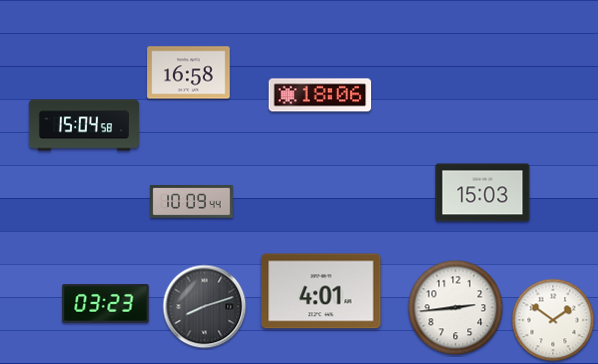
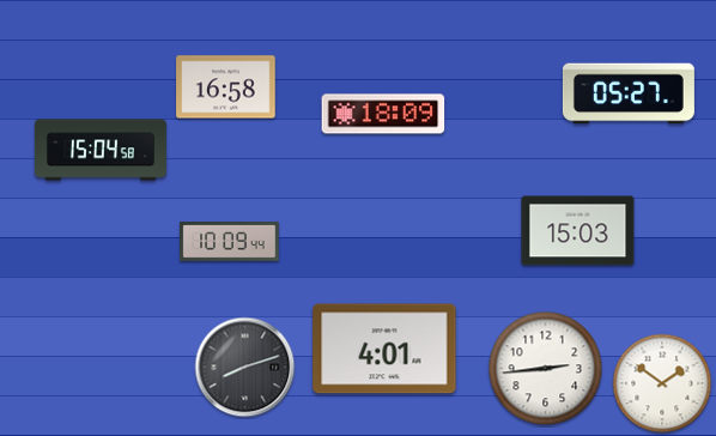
clock at (629, 93): none -> 05:27
clock at (320, 95): 18:06 -> 18:09
clock at (106, 304): 03:23 -> none
